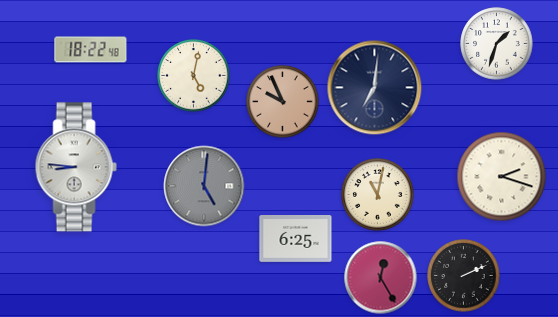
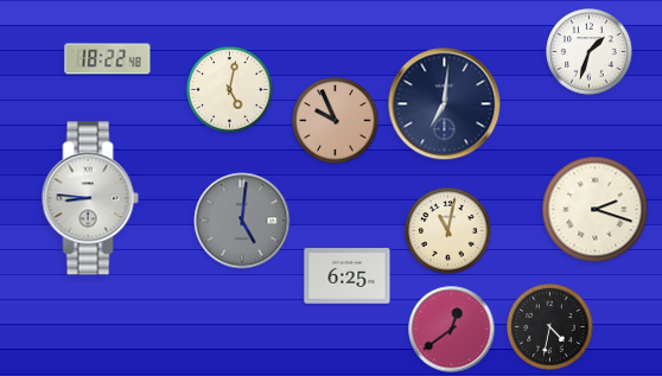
clock at (296, 239) position: (296, 239) -> (348, 276)
clock at (464, 276): 2:11 -> 4:32
clock at (381, 278): 12:25 -> 12:39
